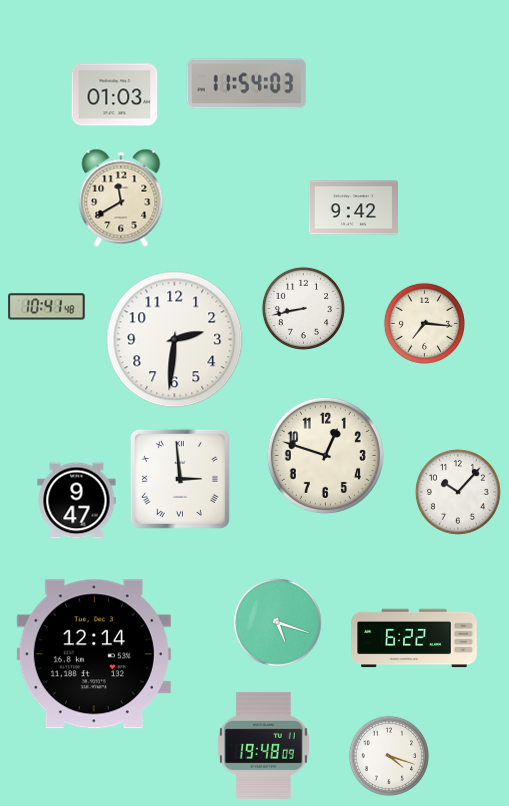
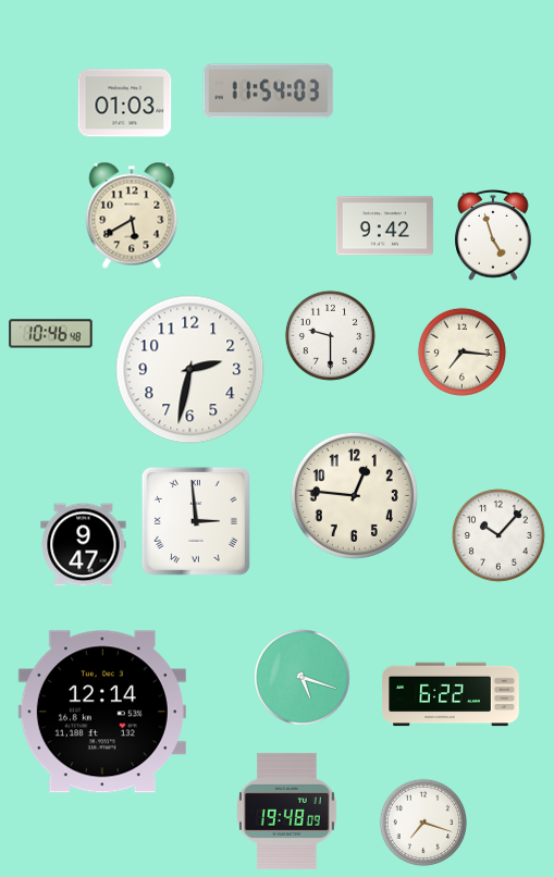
clock at (121, 198): 11:40 -> 5:40
clock at (493, 236): none -> 4:57
clock at (47, 307): 10:41 -> 10:46
clock at (303, 308): 8:43 -> 9:30
clock at (175, 340): 2:31 -> 2:32
clock at (325, 455): 12:48 -> 12:46
clock at (389, 756): 4:18 -> 7:18
